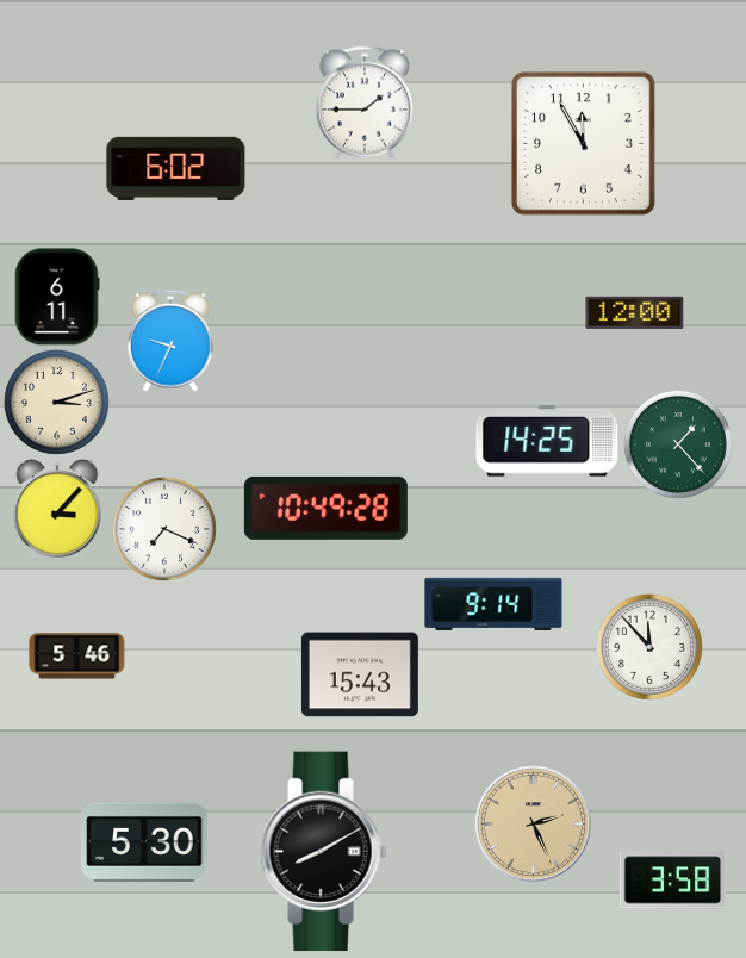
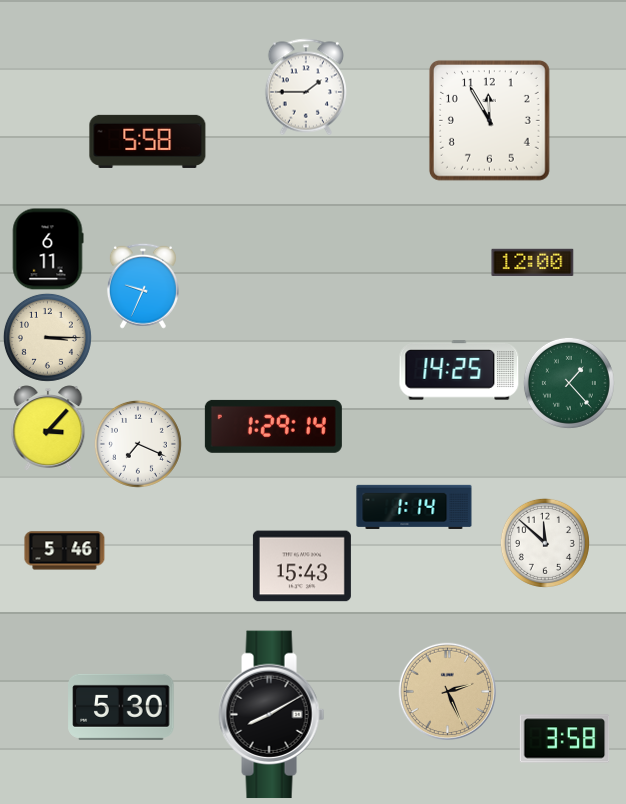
clock at (176, 168): 6:02 -> 5:58
clock at (56, 402): 3:12 -> 3:15
clock at (678, 444) position: (678, 444) -> (569, 383)
clock at (325, 508): 10:49 -> 1:29
clock at (493, 604): 9:14 -> 1:14
clock at (649, 647): 11:53 -> 11:52
